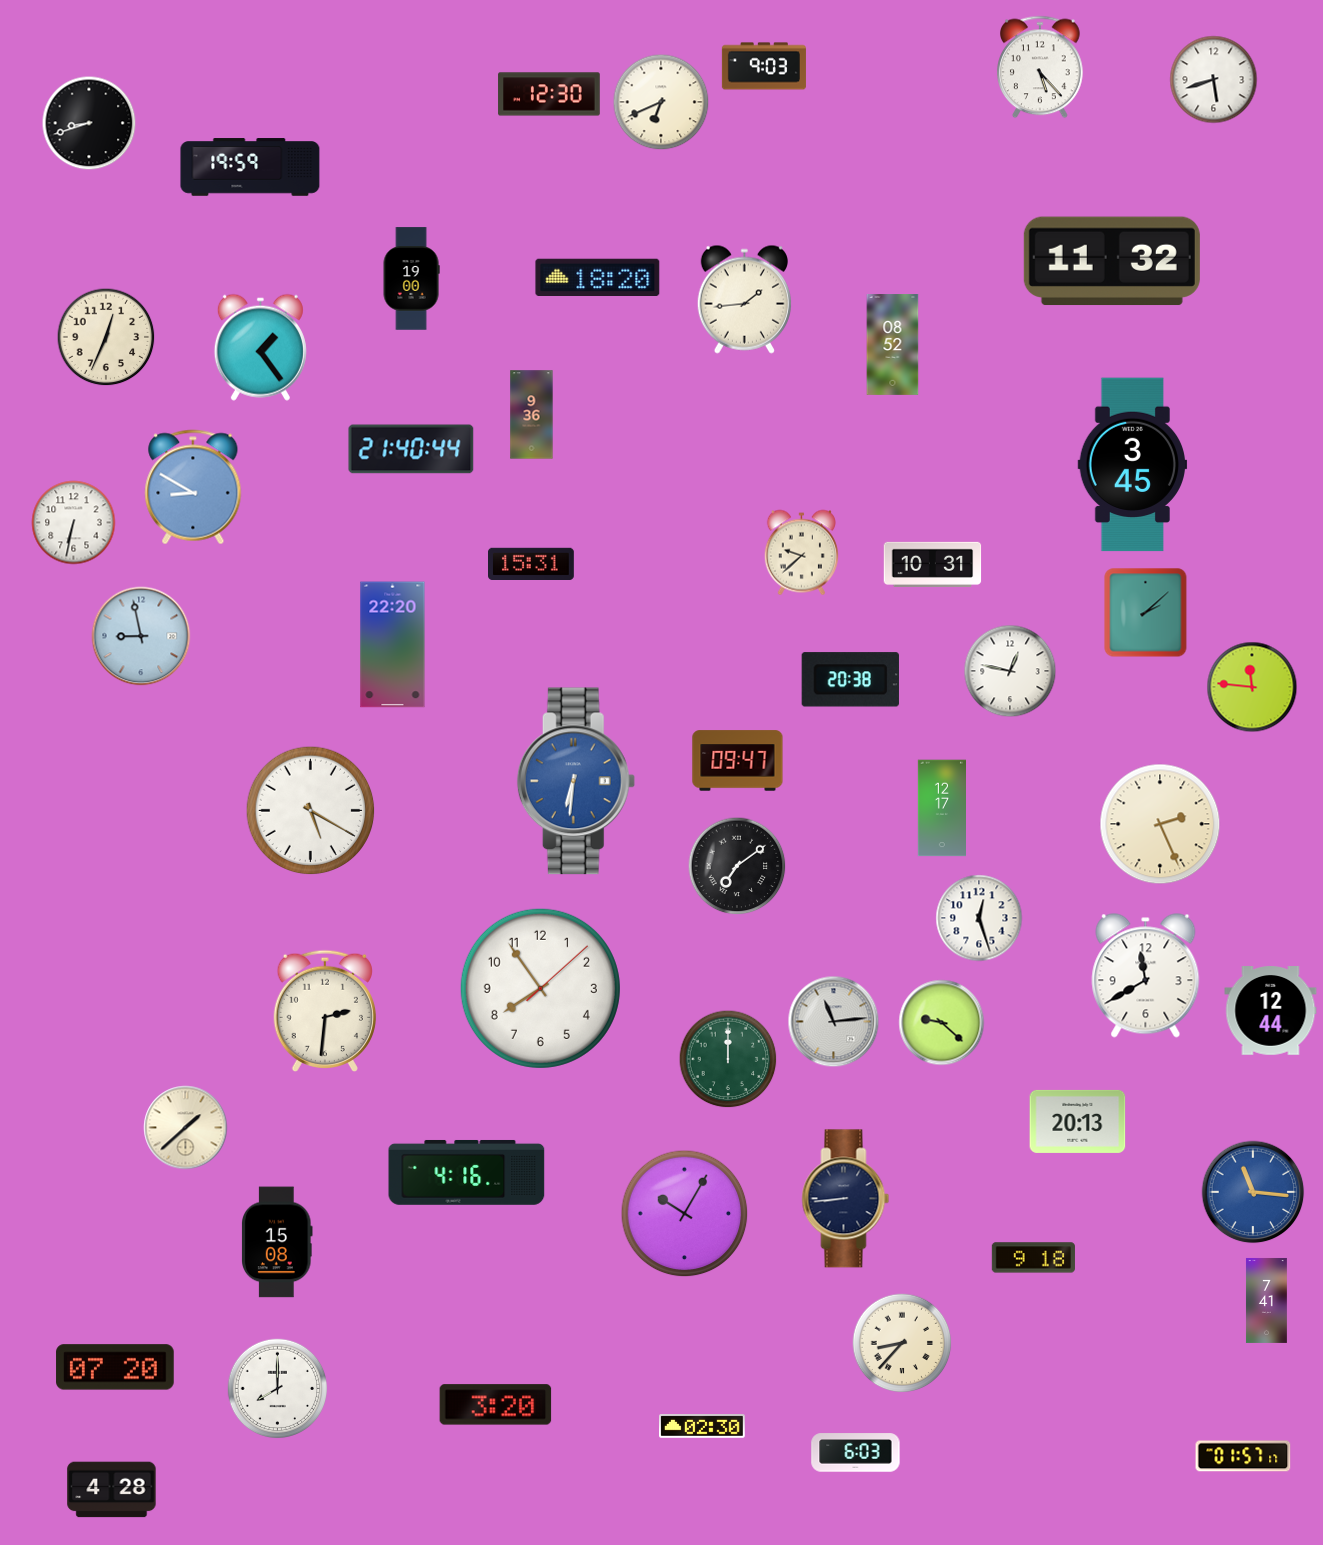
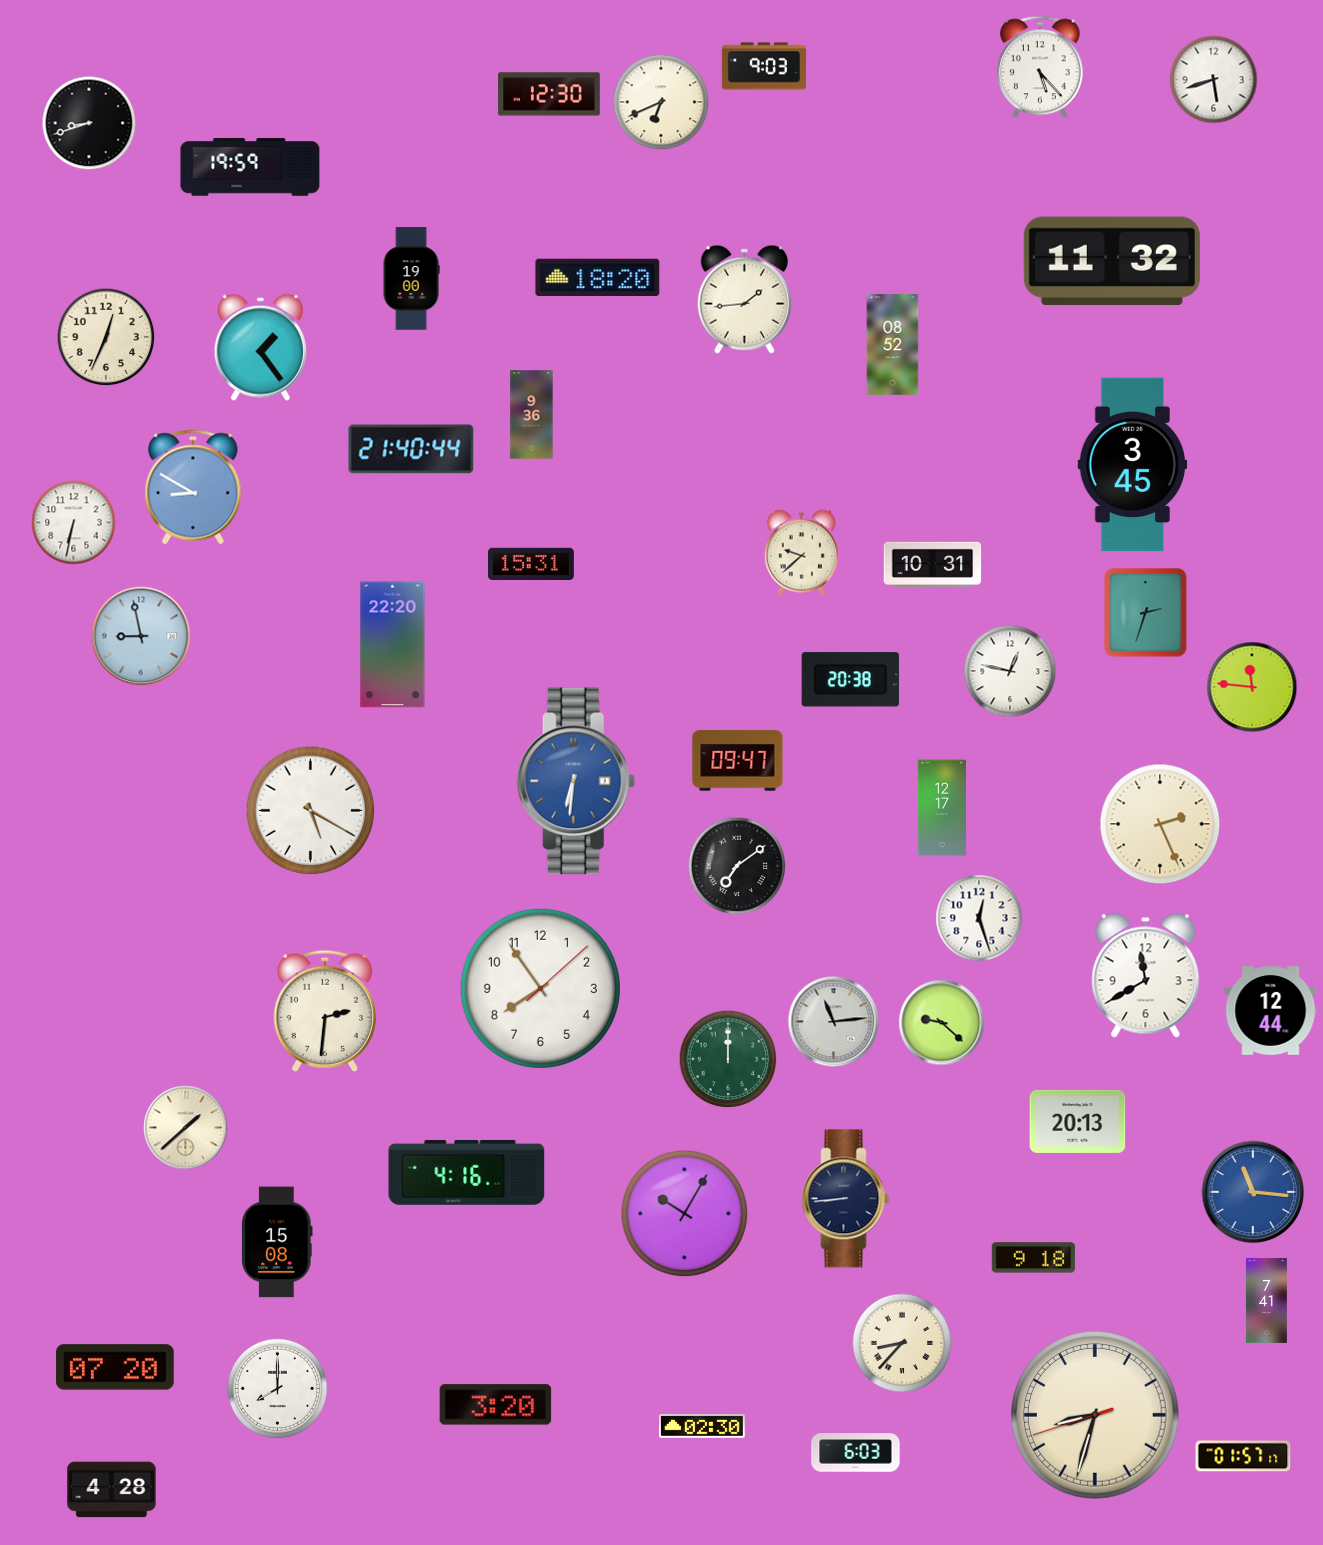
clock at (1146, 613): 2:08 -> 2:33
clock at (1096, 1416): none -> 8:32
